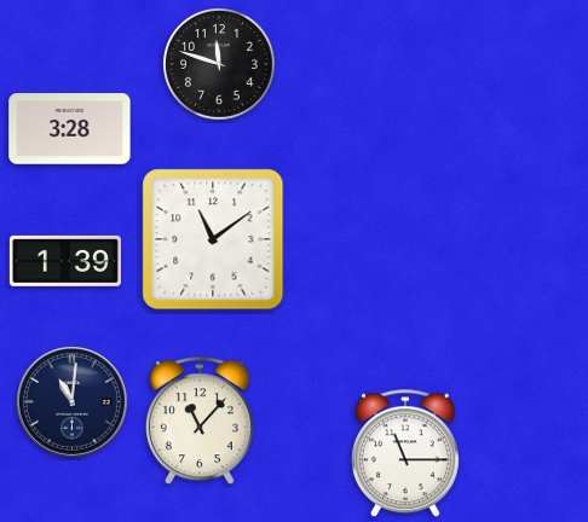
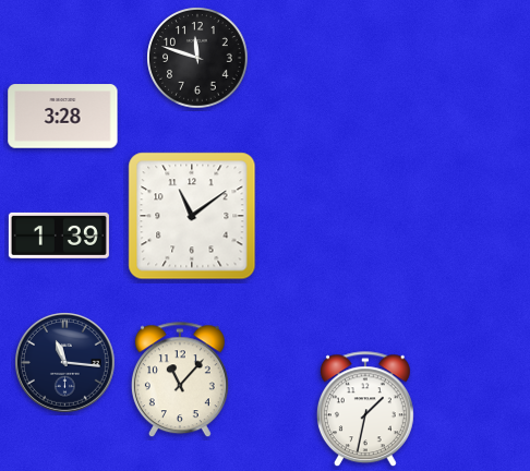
clock at (73, 402): 11:01 -> 11:16
clock at (405, 454): 11:15 -> 1:32
